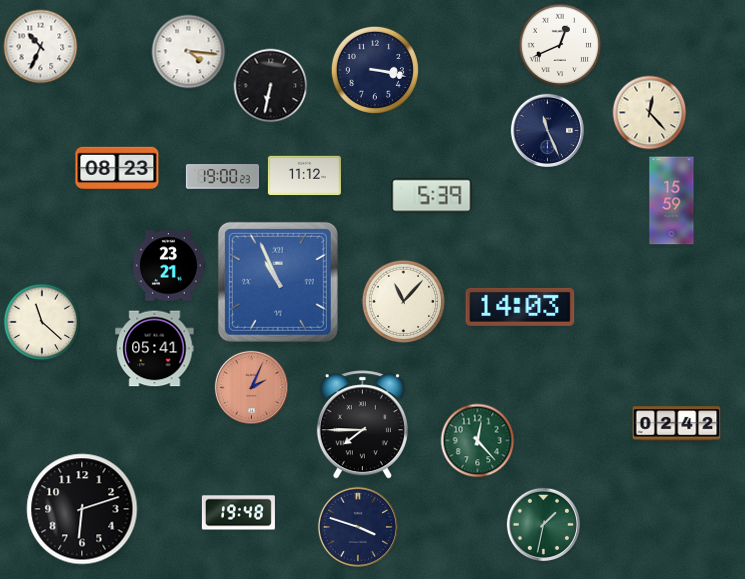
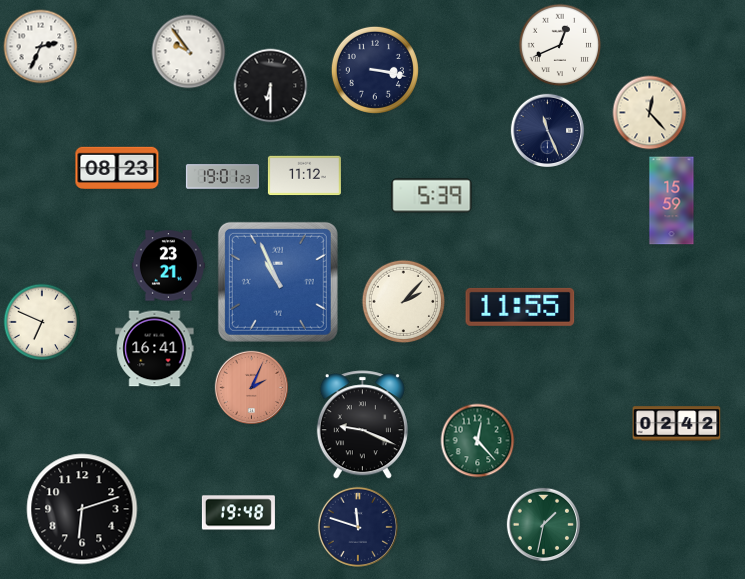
clock at (41, 47): 10:34 -> 2:34
clock at (189, 52): 4:16 -> 9:54
clock at (271, 86): 6:32 -> 6:30
clock at (222, 177): 19:00 -> 19:01
clock at (404, 302): 11:07 -> 2:07
clock at (520, 307): 14:03 -> 11:55
clock at (42, 322): 11:22 -> 6:49
clock at (155, 349): 05:41 -> 16:41
clock at (362, 425): 7:45 -> 9:19
clock at (358, 527): 3:48 -> 11:48
